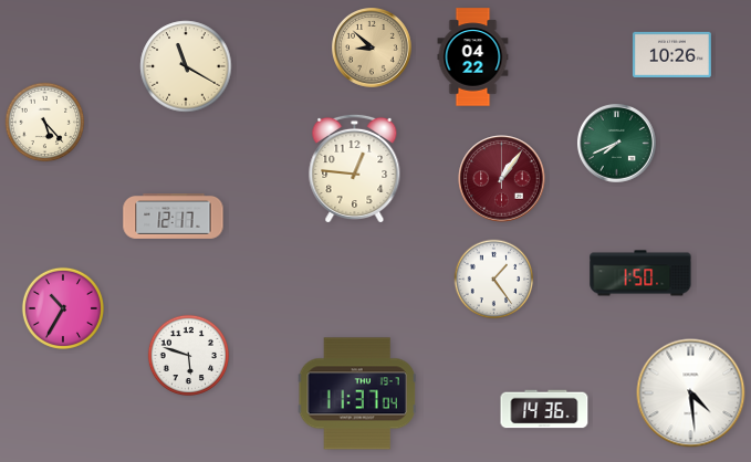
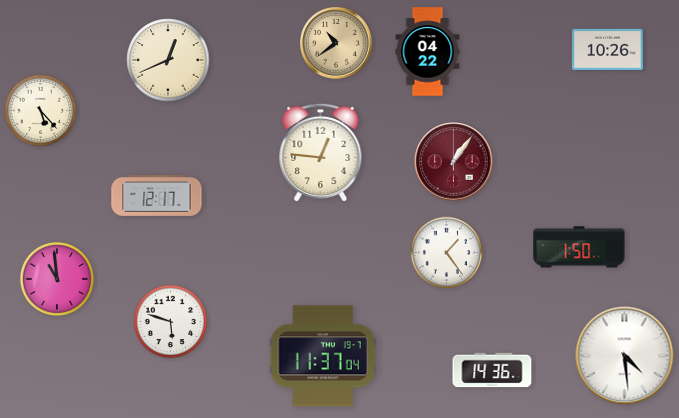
clock at (373, 49): 8:52 -> 10:39
clock at (186, 66): 11:20 -> 12:41
clock at (616, 143): 7:41 -> none
clock at (63, 308): 10:35 -> 10:59
